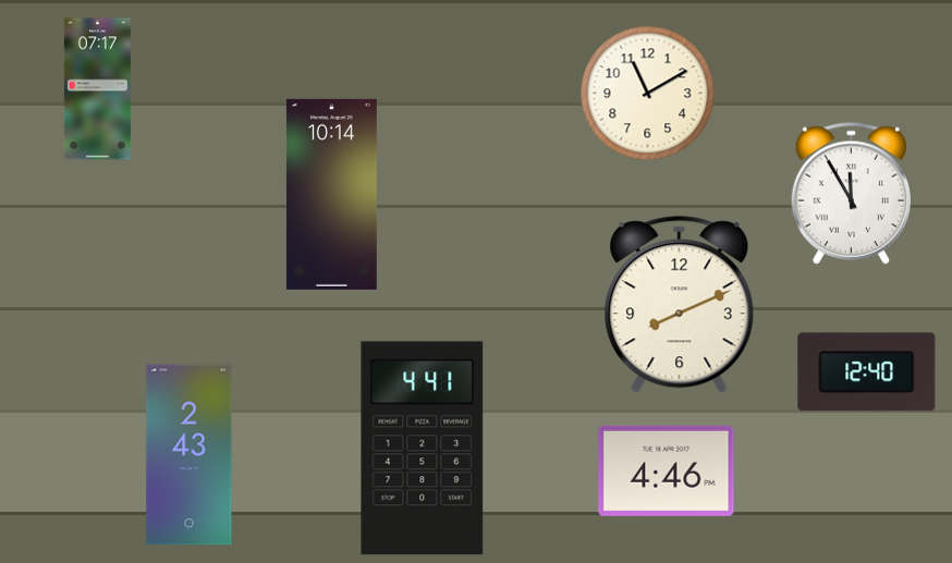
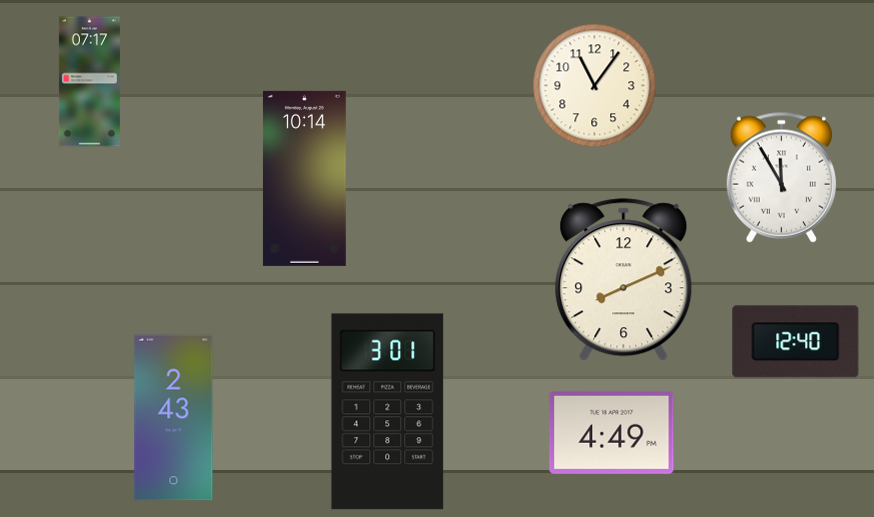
clock at (648, 94): 11:10 -> 11:06
clock at (423, 449): 4:41 -> 3:01
clock at (667, 470): 4:46 -> 4:49
